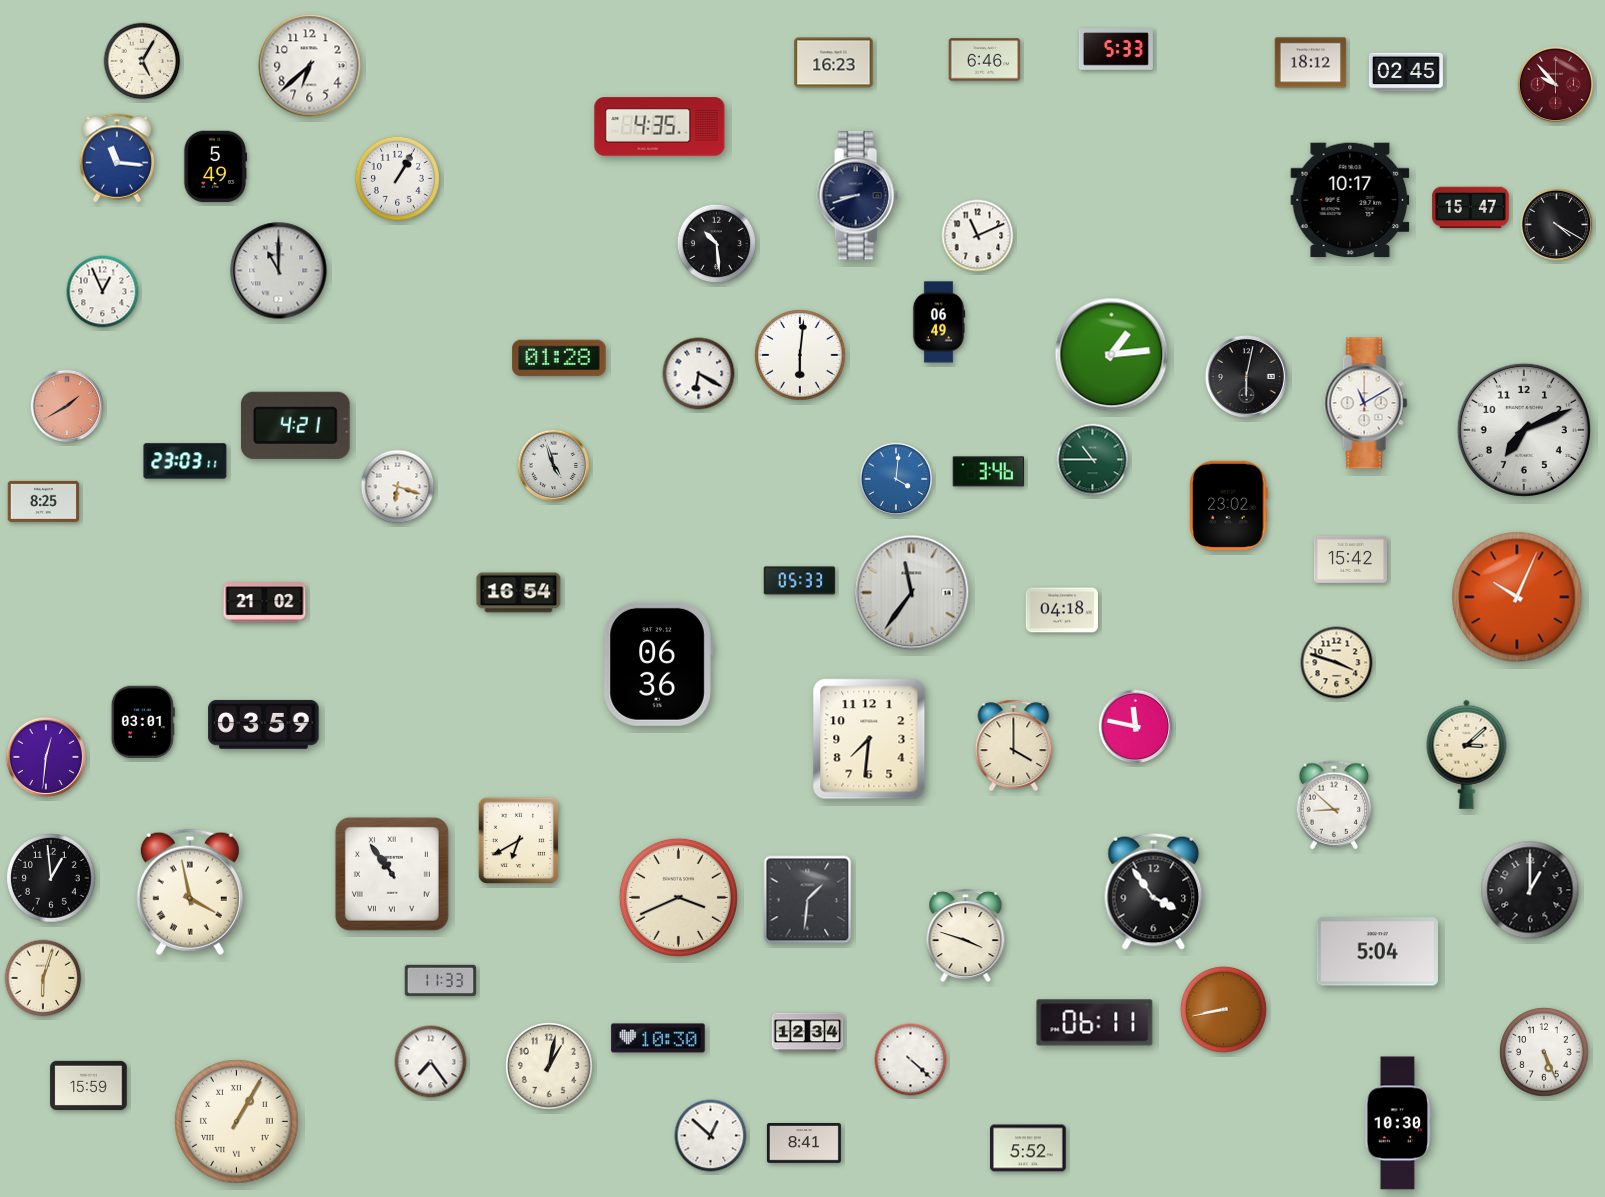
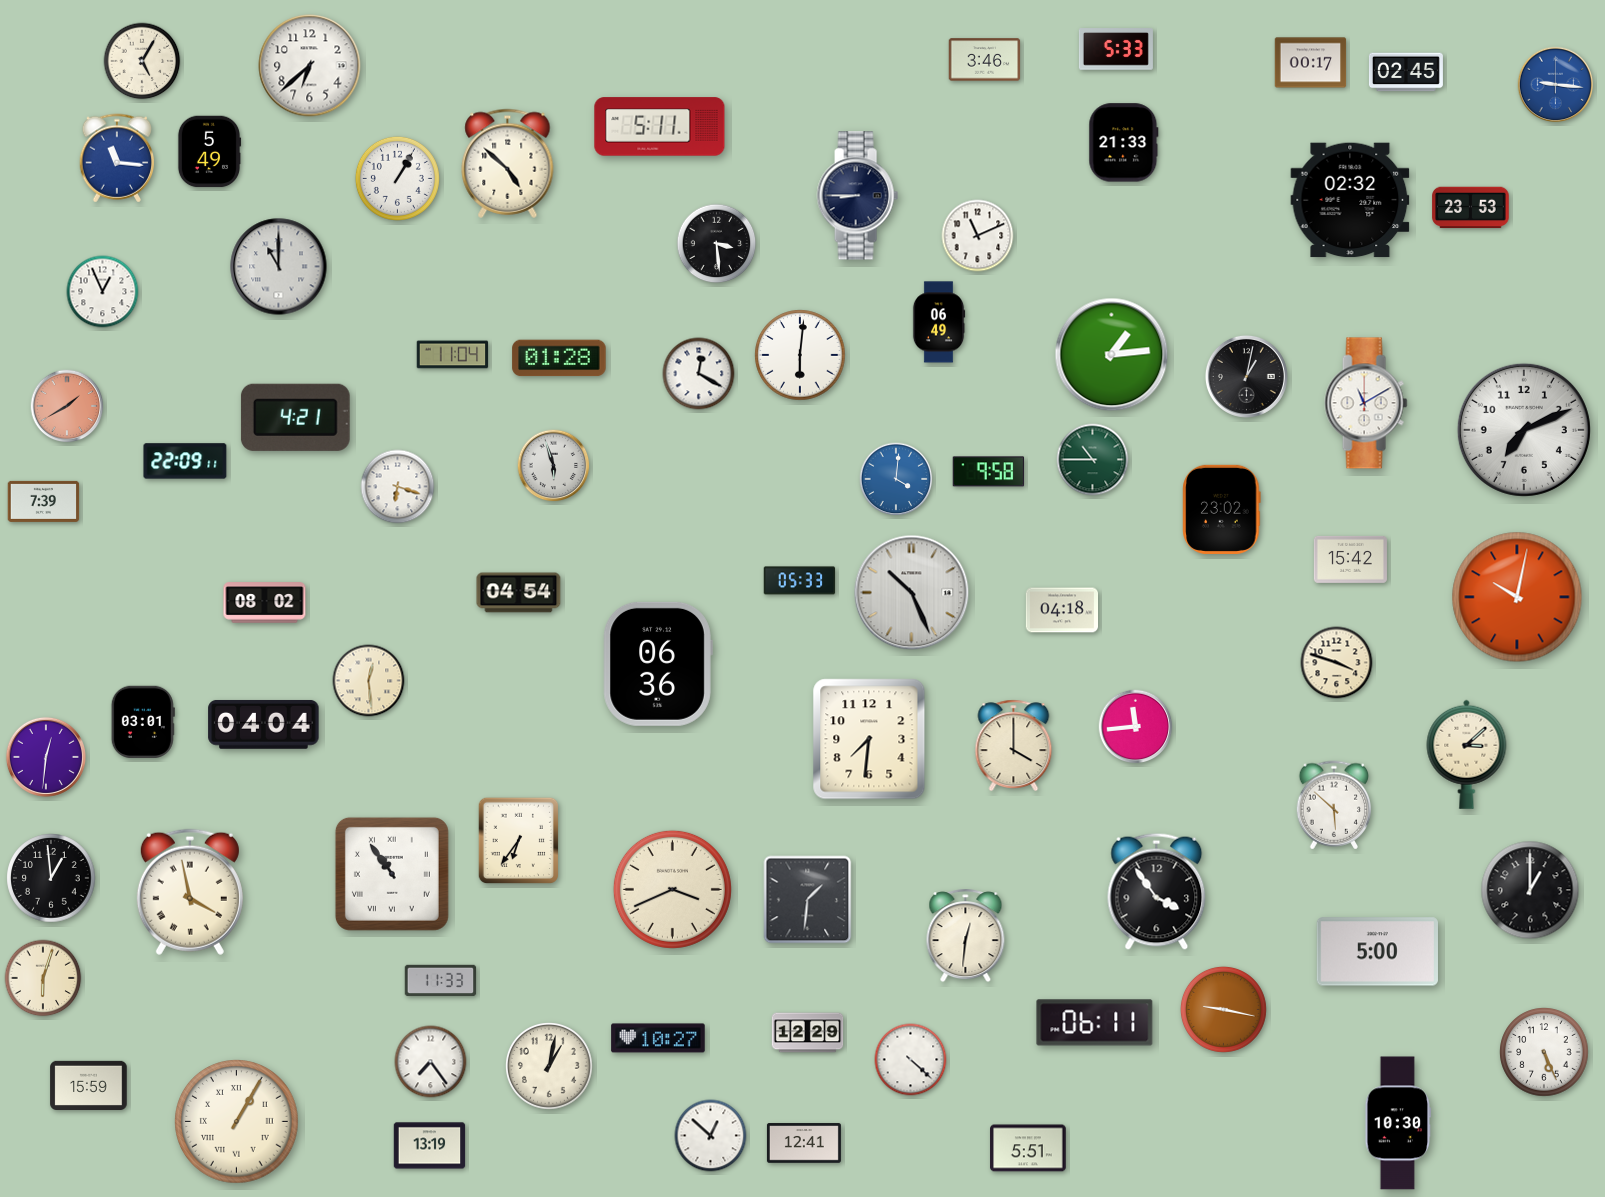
clock at (985, 60): 6:46 -> 3:46
clock at (834, 63): 16:23 -> none
clock at (1311, 63): 18:12 -> 00:17
clock at (1556, 85): 9:53 -> 9:16
clock at (1556, 85) dial: burgundy -> blue
clock at (660, 127): 4:35 -> 5:11
clock at (1124, 143): none -> 21:33
clock at (508, 163): none -> 4:52
clock at (215, 167) position: (215, 167) -> (209, 152)
clock at (857, 196): 8:42 -> 8:45
clock at (1350, 200): 10:17 -> 02:32
clock at (1471, 208): 15:47 -> 23:53
clock at (1557, 225): 4:20 -> none
clock at (717, 244): 10:29 -> 3:29
clock at (279, 271) position: (279, 271) -> (279, 267)
clock at (453, 355): none -> 11:04
clock at (699, 374): 6:20 -> 12:20
clock at (1246, 376): 6:02 -> 1:02
clock at (295, 425) position: (295, 425) -> (295, 417)
clock at (185, 461): 23:03 -> 22:09
clock at (554, 466): 4:57 -> 5:57
clock at (989, 472): 3:46 -> 9:58
clock at (44, 501): 8:25 -> 7:39
clock at (1229, 505) position: (1229, 505) -> (1222, 509)
clock at (519, 593): 16:54 -> 04:54
clock at (912, 593): 11:36 -> 10:26
clock at (1517, 597): 10:04 -> 10:02
clock at (265, 603): 21:02 -> 08:02
clock at (369, 681): none -> 12:29
clock at (264, 725): 03:59 -> 04:04
clock at (1136, 727): 11:47 -> 11:44
clock at (1334, 805): 8:52 -> 5:52
clock at (519, 841): 6:40 -> 6:36
clock at (1154, 891) position: (1154, 891) -> (1157, 891)
clock at (678, 897) position: (678, 897) -> (672, 889)
clock at (966, 936): 3:48 -> 12:31
clock at (1377, 952): 5:04 -> 5:00
clock at (1223, 1009): 8:43 -> 9:17
clock at (808, 1033): 12:34 -> 12:29
clock at (658, 1038): 10:30 -> 10:27
clock at (804, 1143): 8:41 -> 12:41
clock at (430, 1146): none -> 13:19
clock at (1028, 1148): 5:52 -> 5:51
